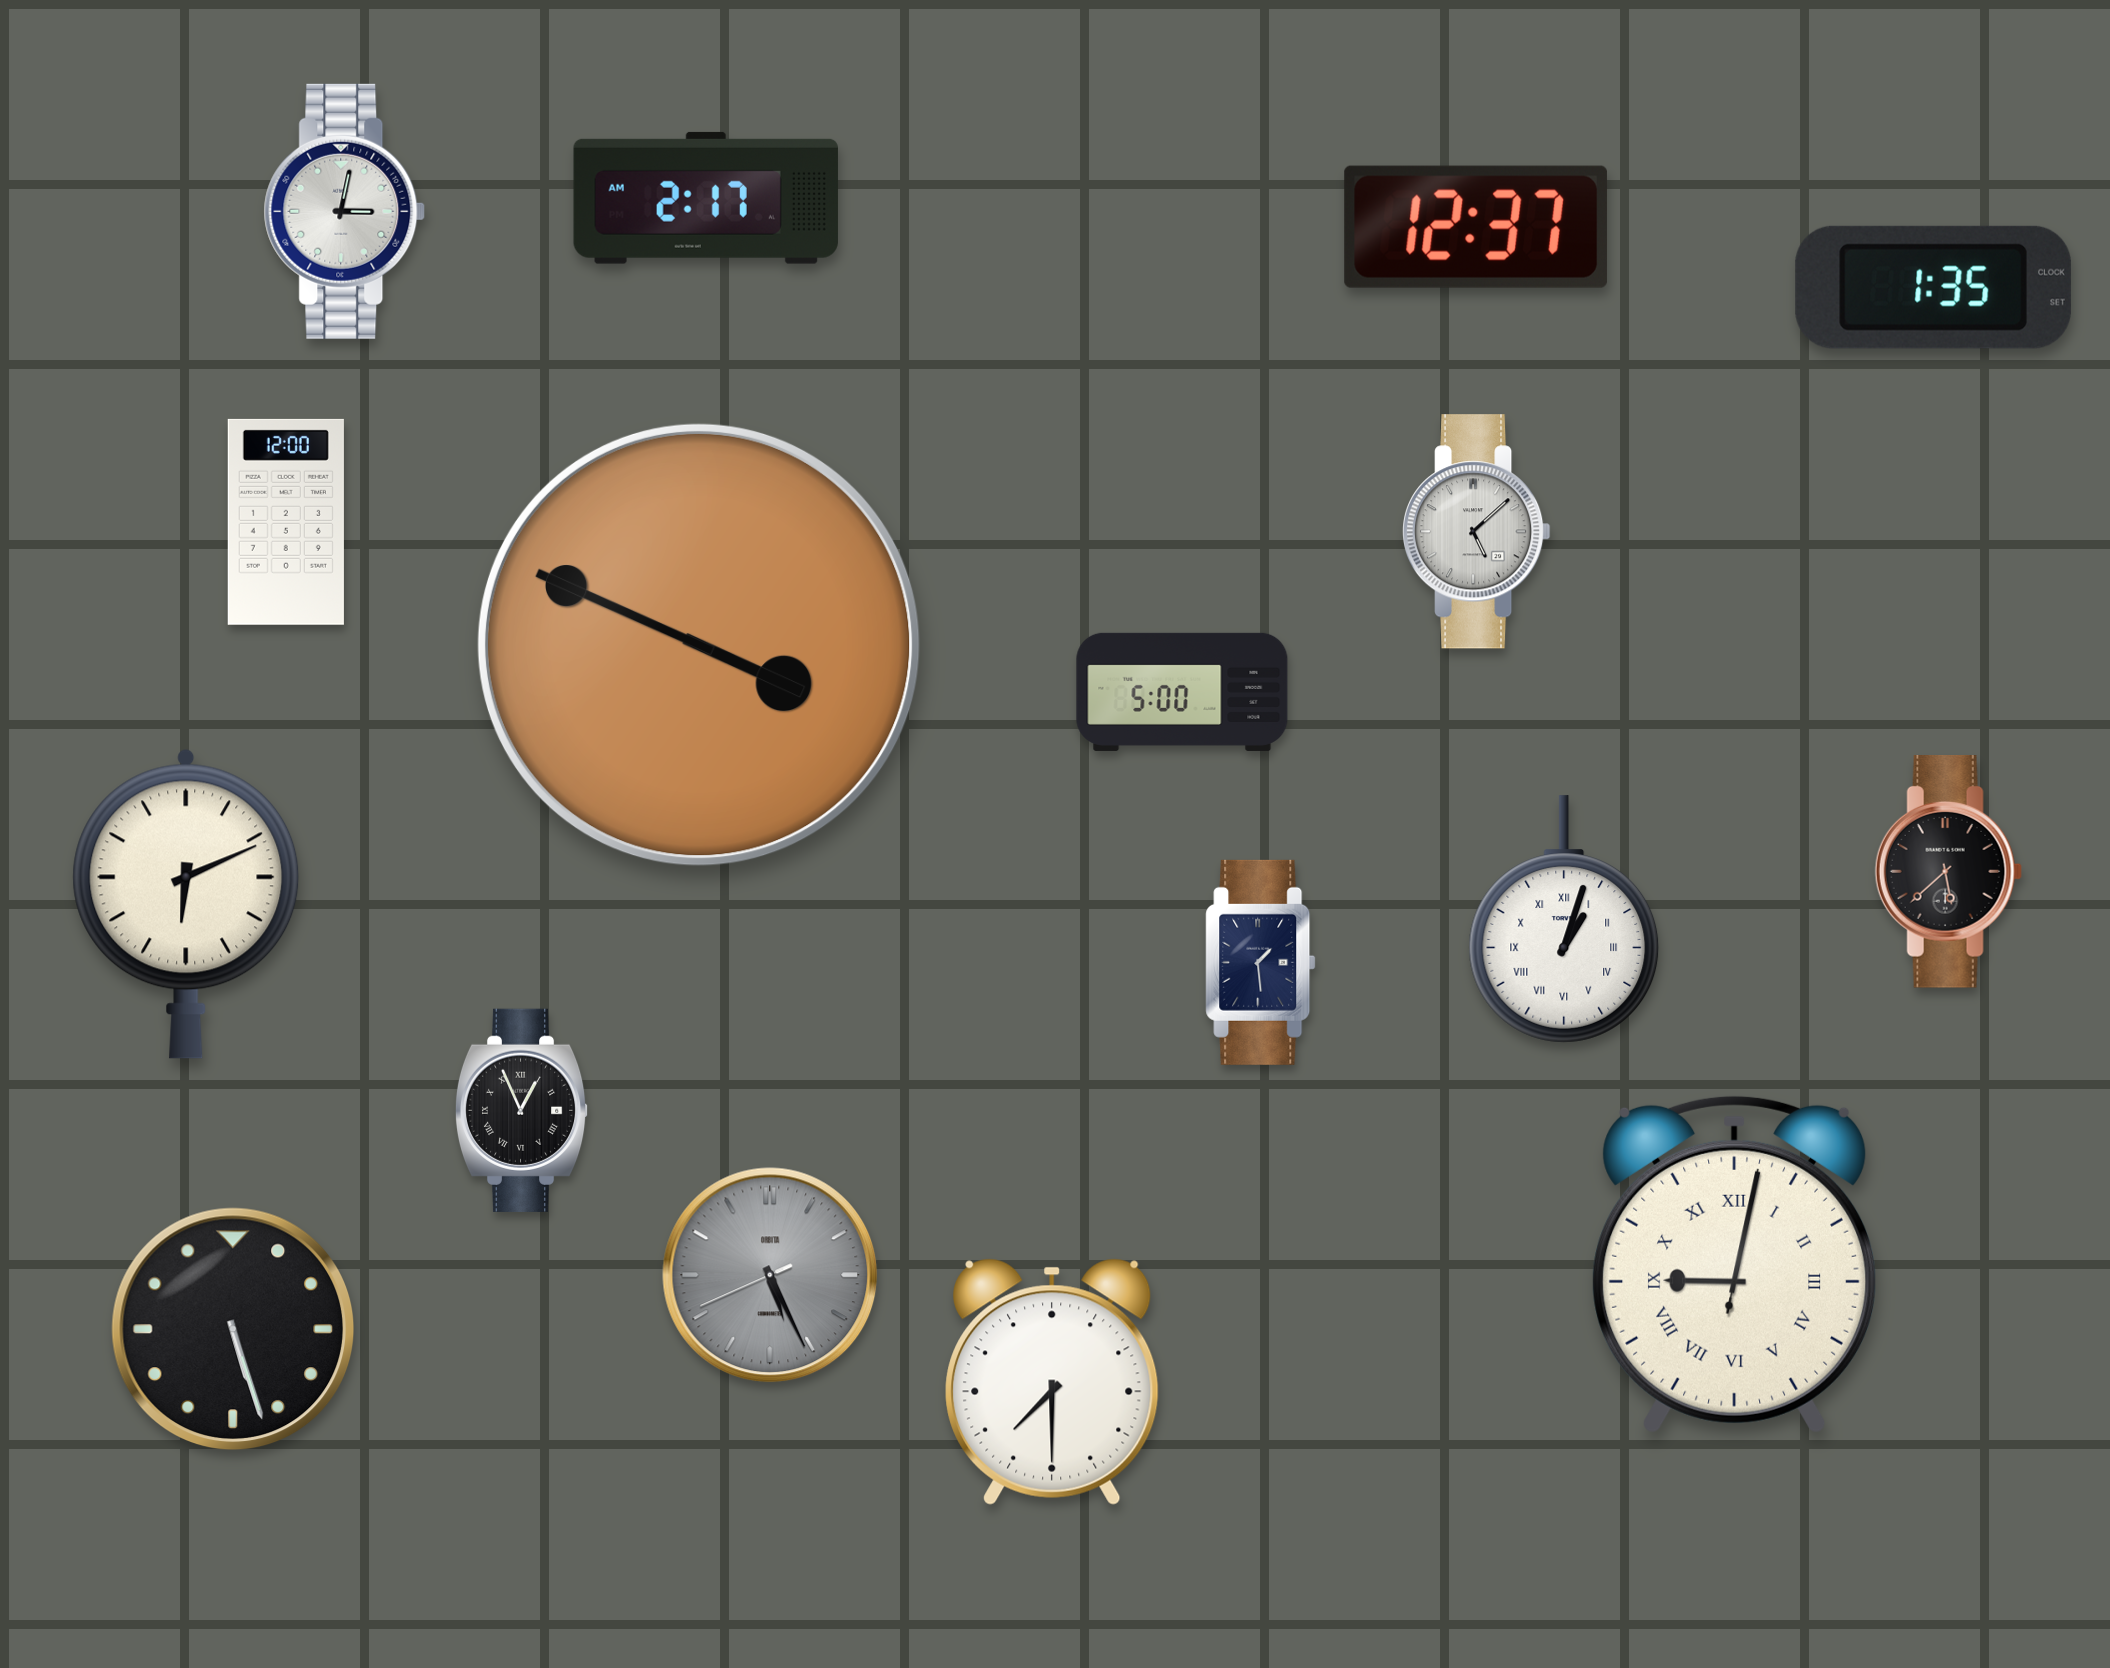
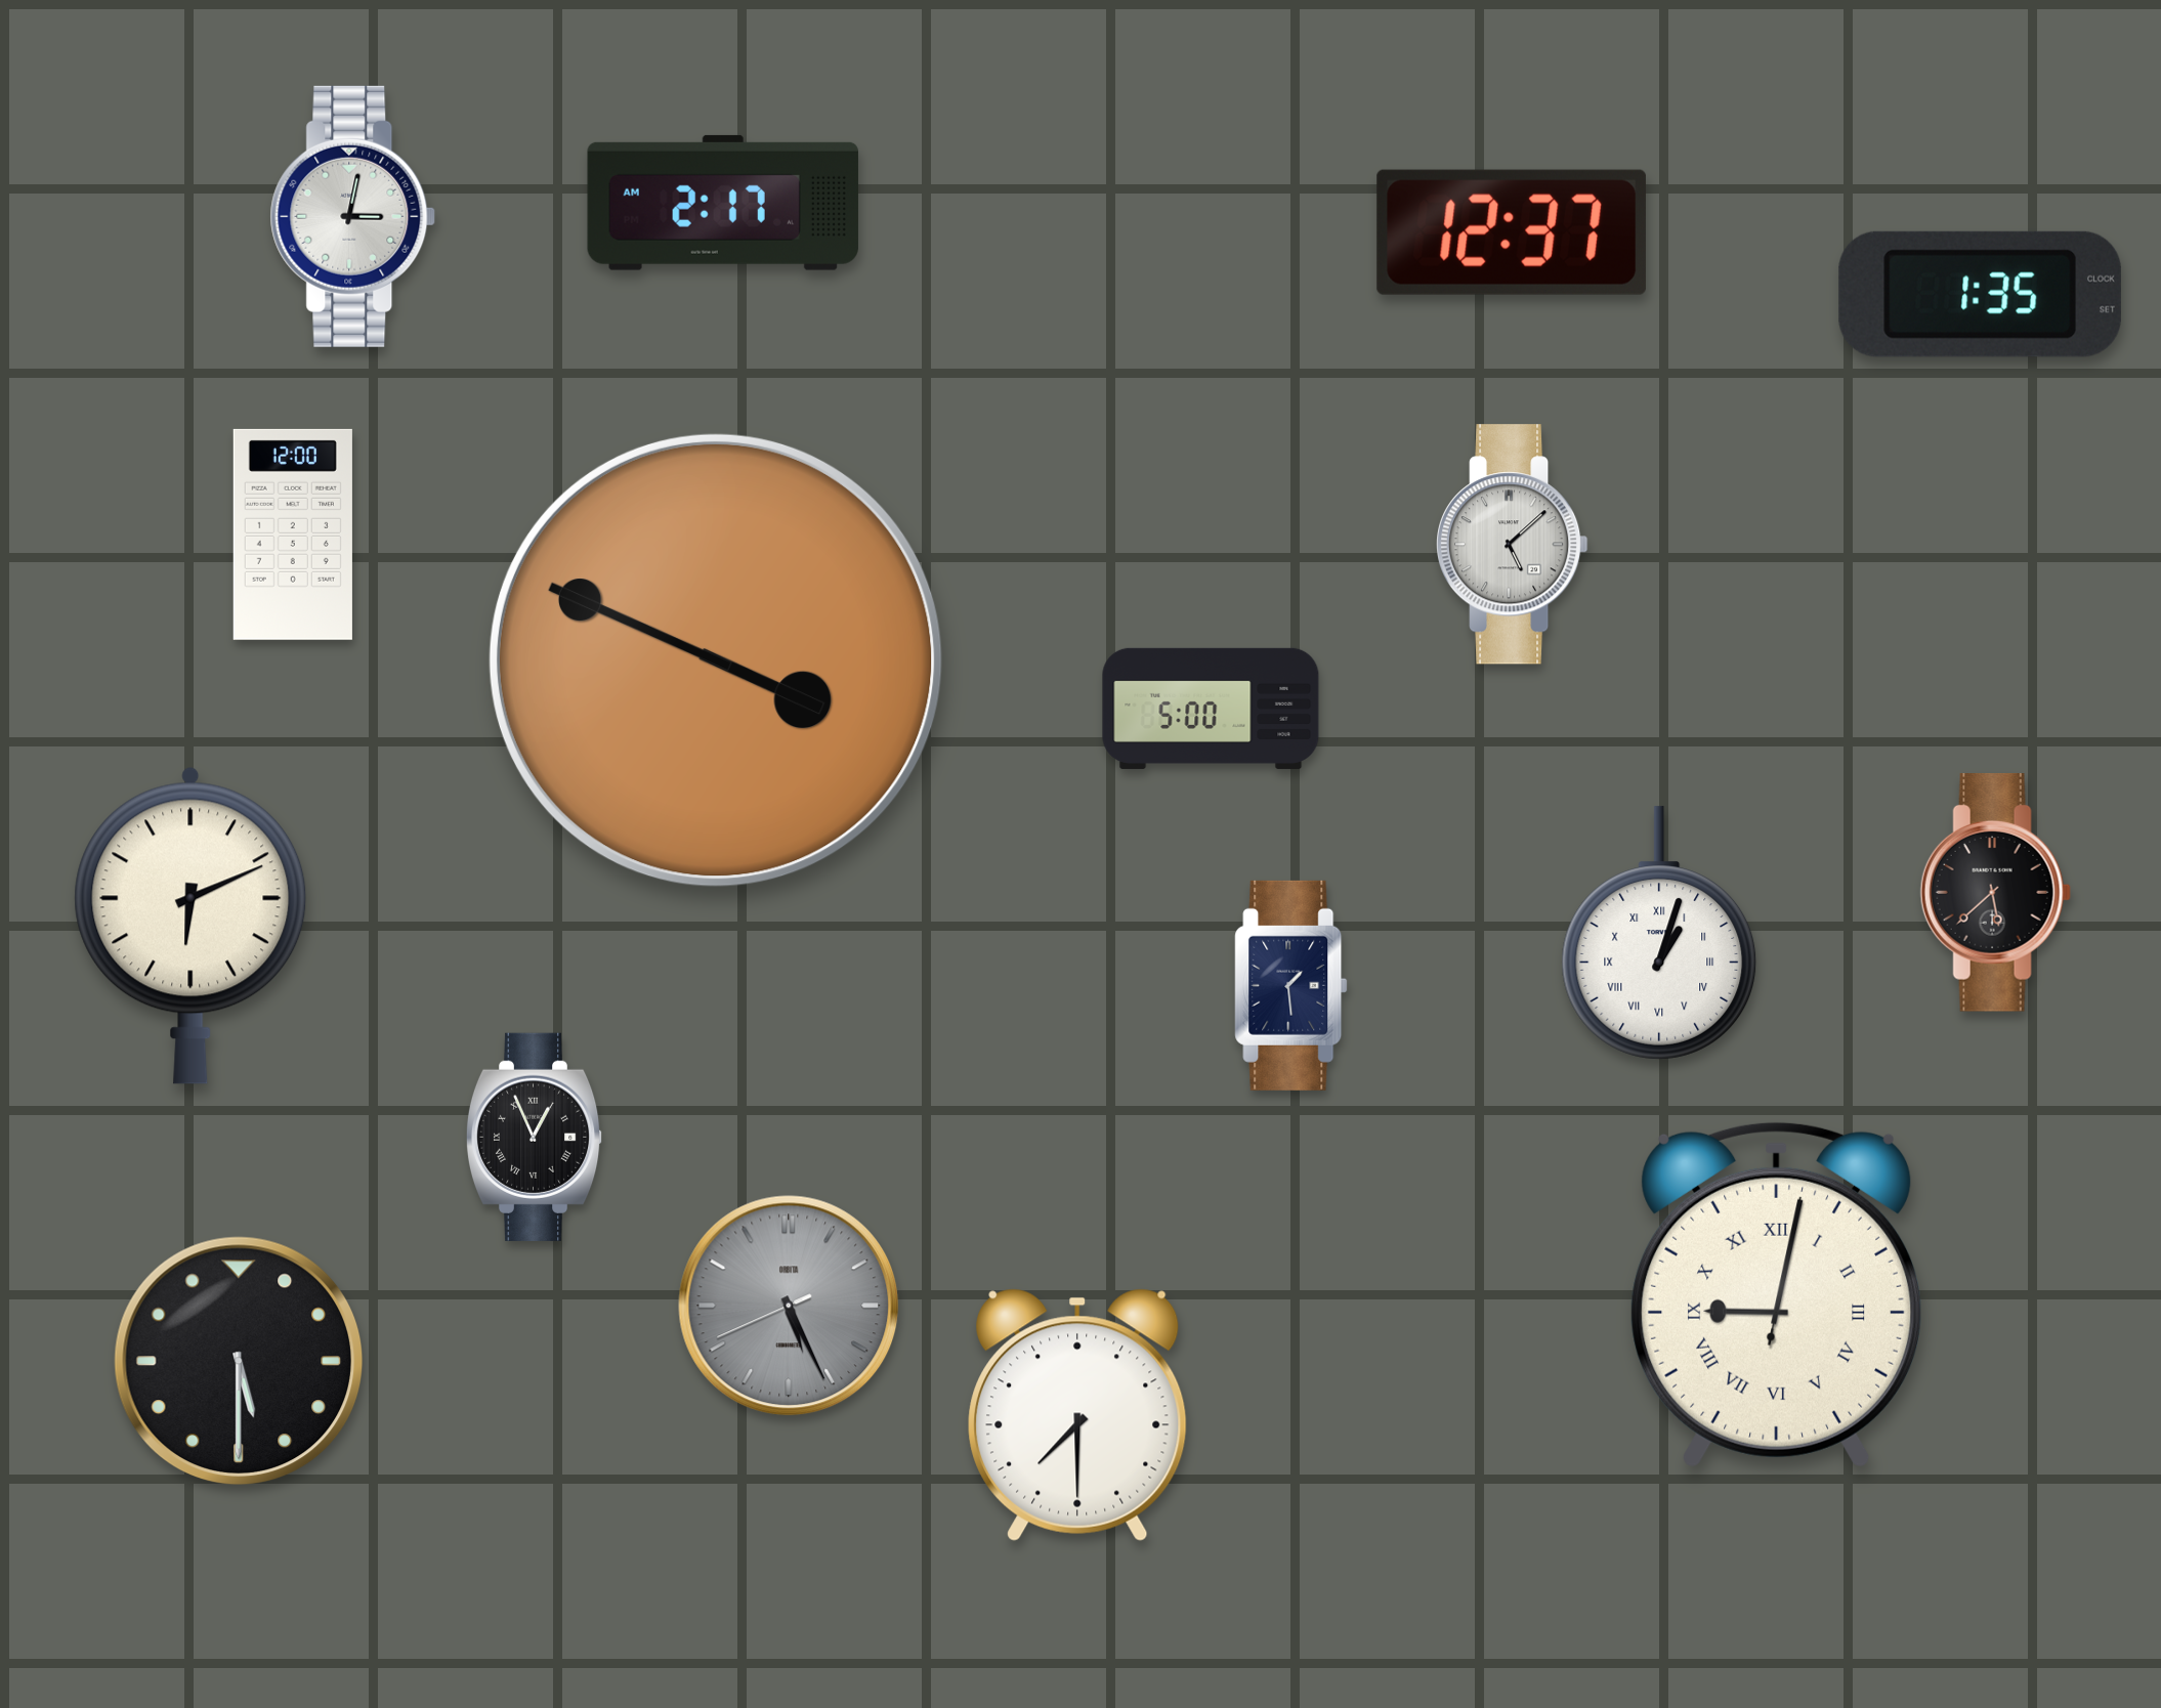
clock at (1564, 919) position: (1564, 919) -> (1659, 933)
clock at (233, 1329): 5:27 -> 5:30
